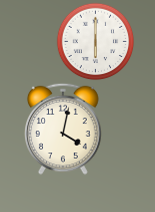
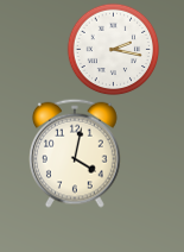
clock at (95, 41): 6:00 -> 2:17
